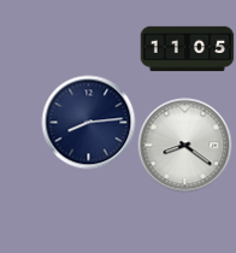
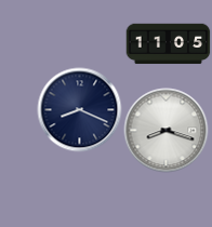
clock at (88, 122): 8:14 -> 8:19
clock at (184, 145): 8:21 -> 8:18
